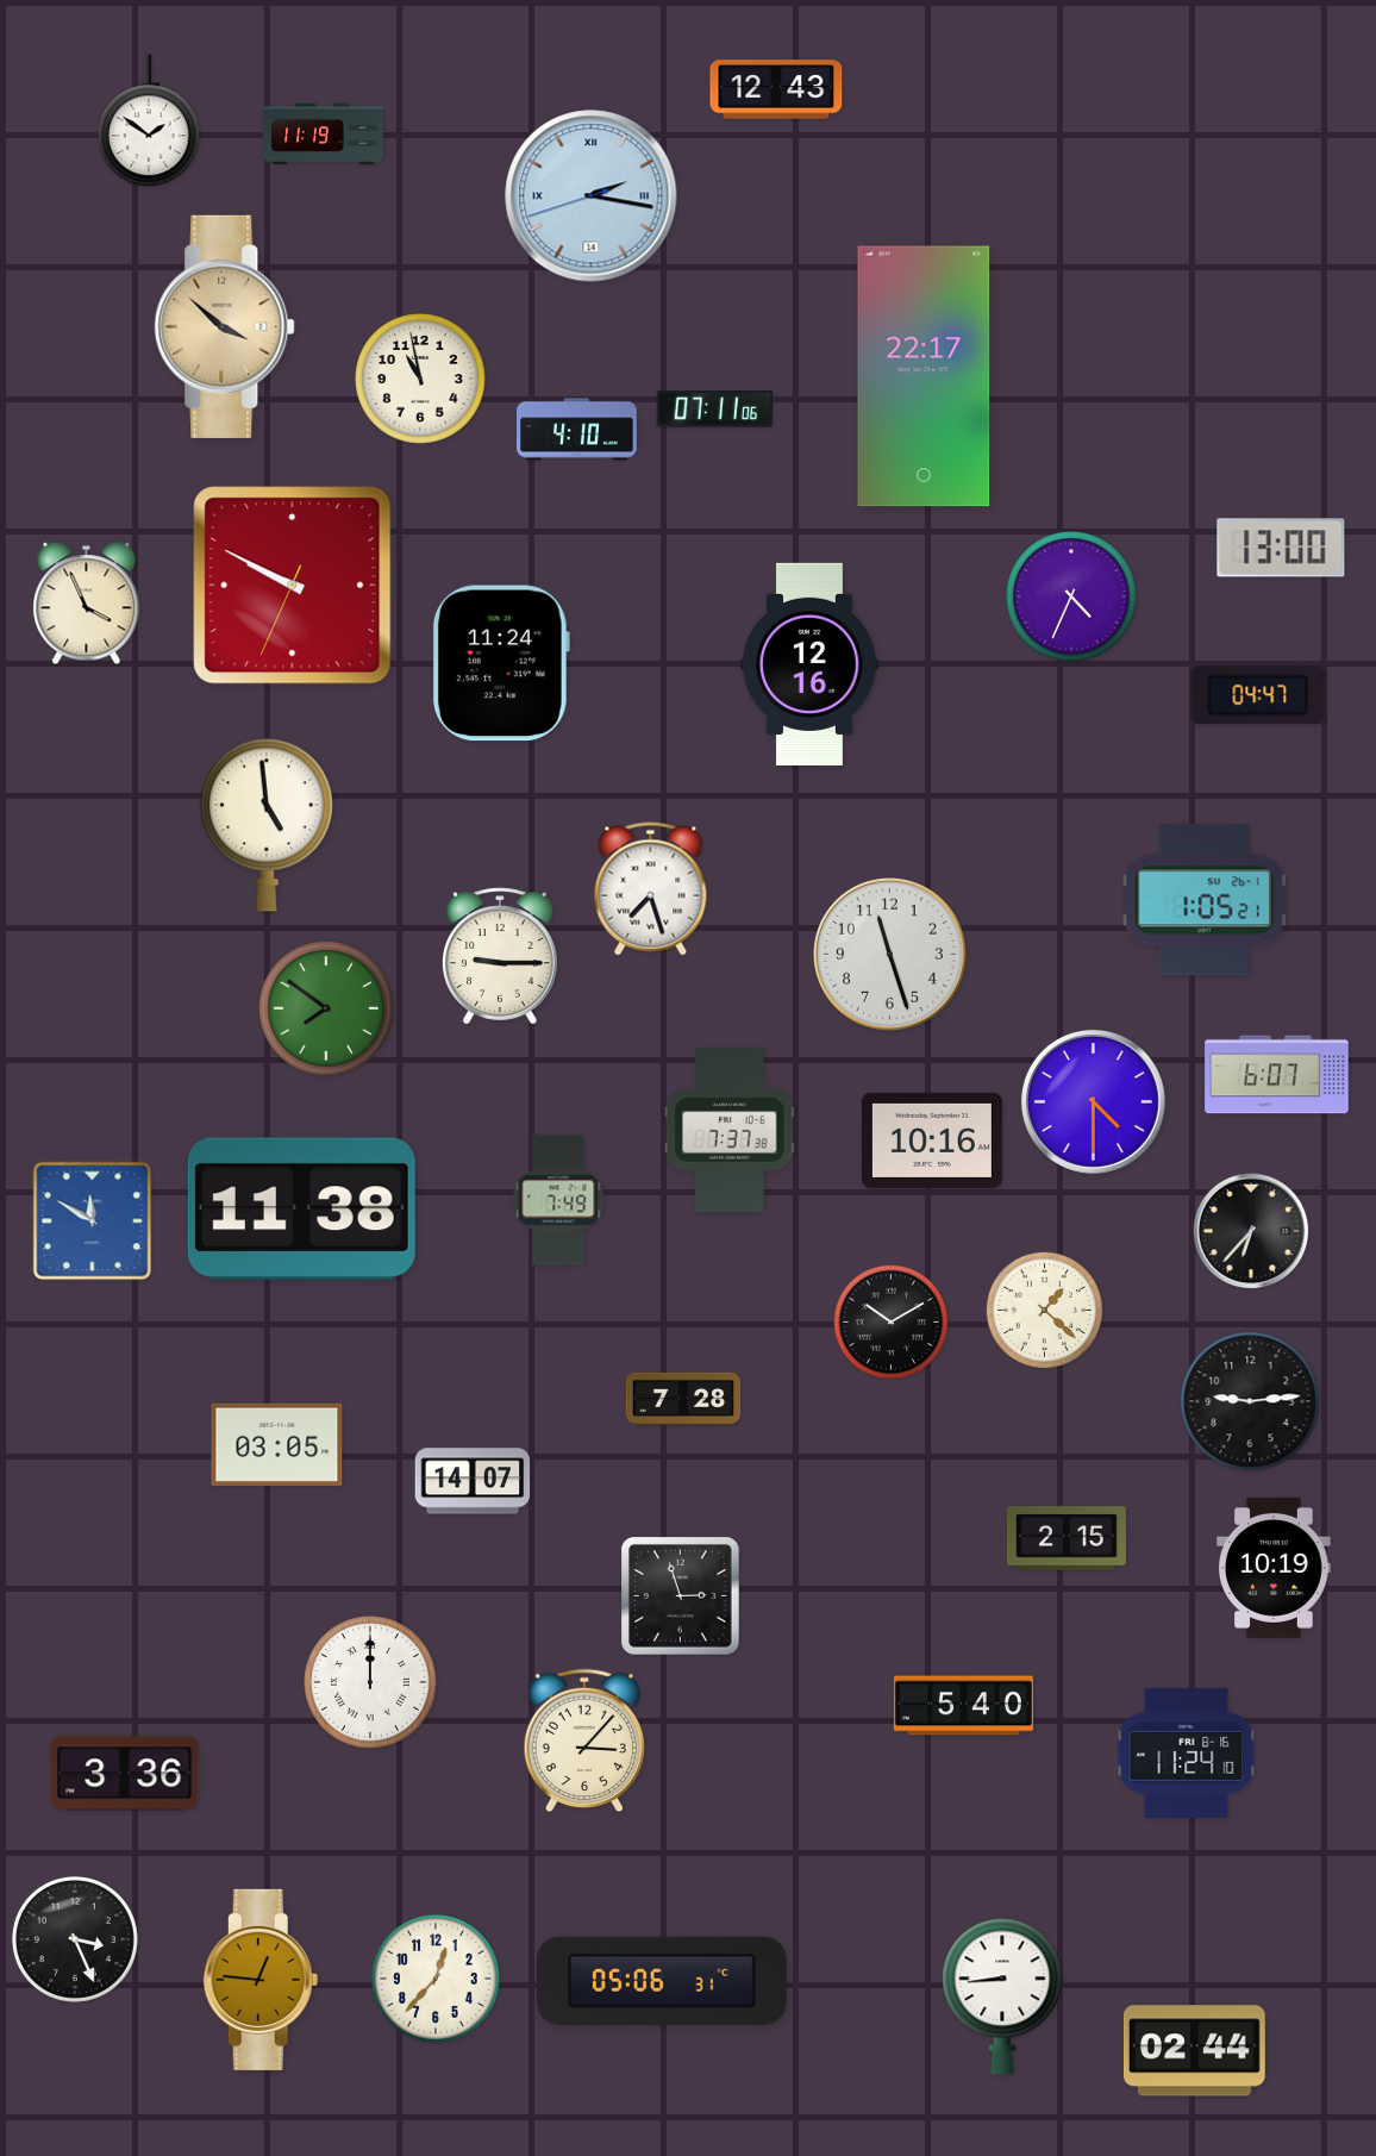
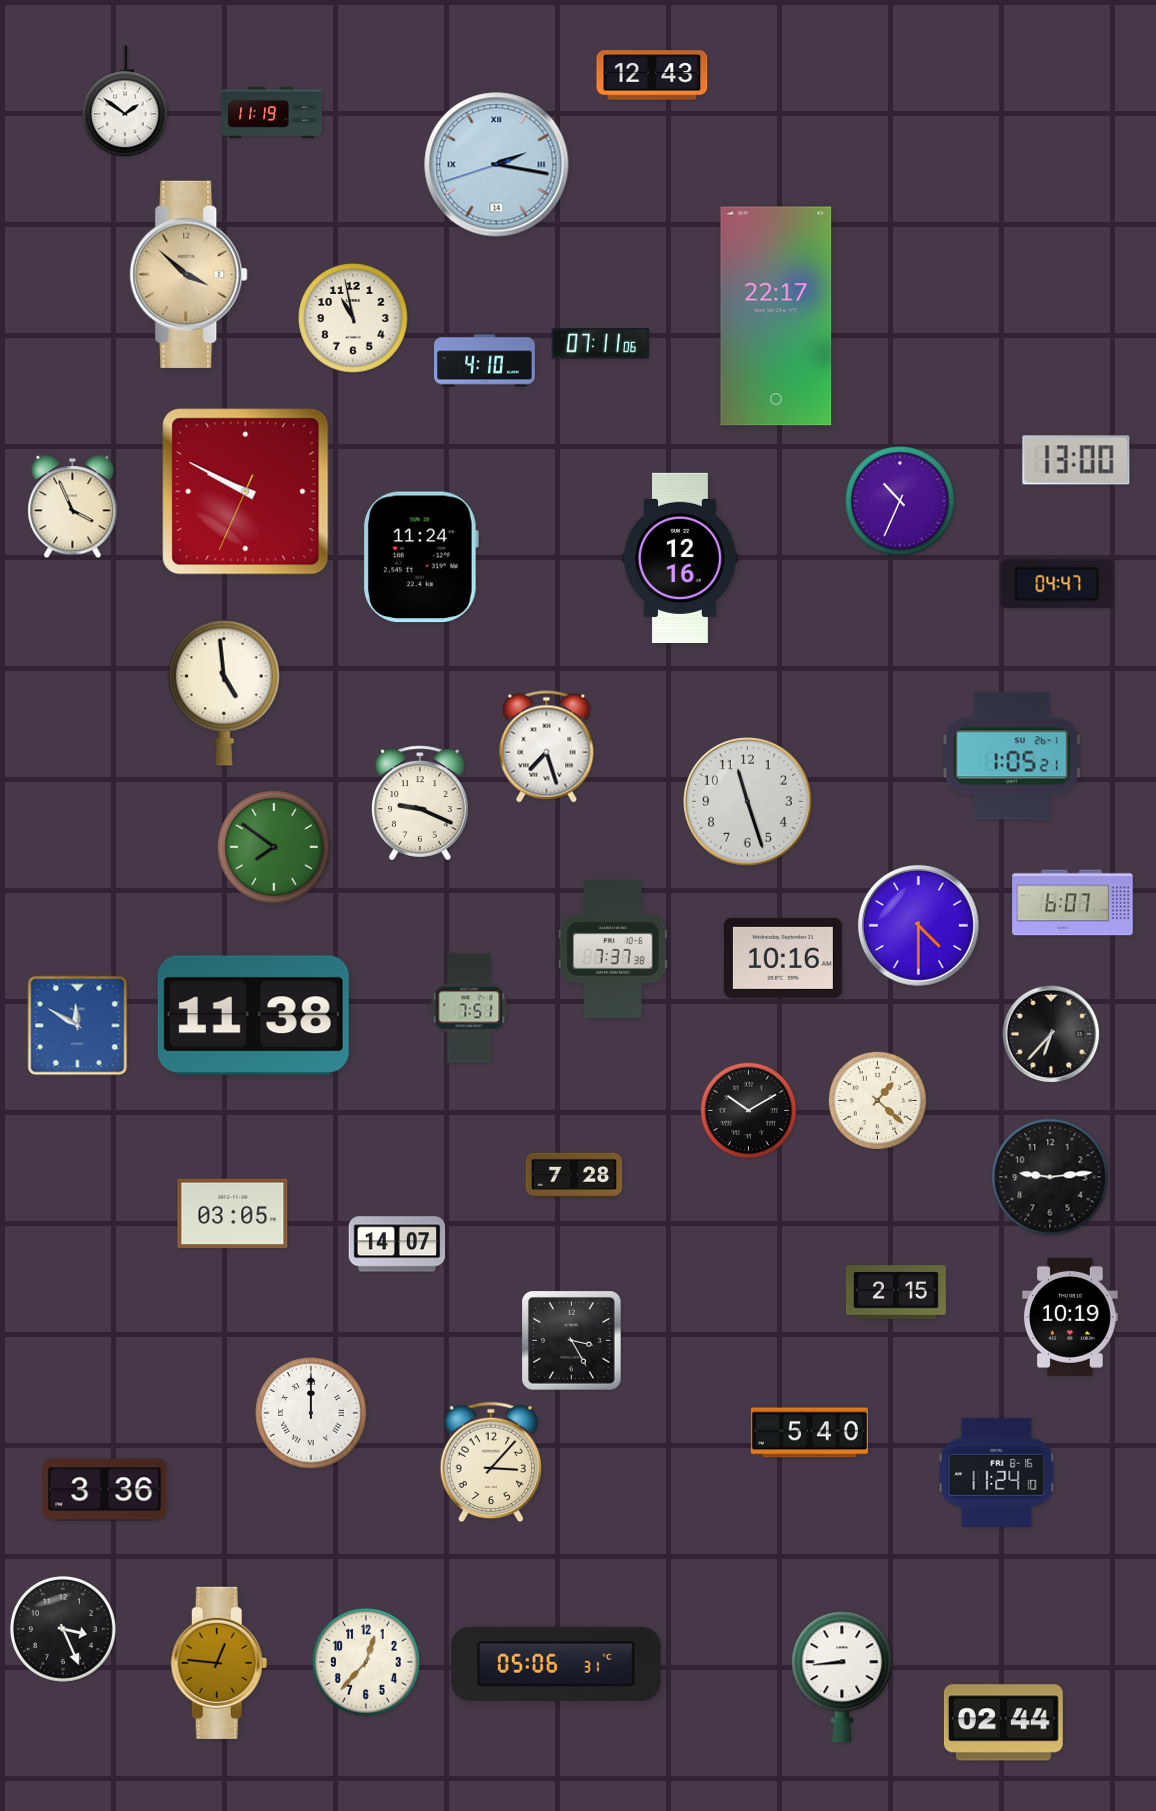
clock at (1071, 596): 4:34 -> 10:34
clock at (501, 956): 9:15 -> 9:19
clock at (558, 1200): 7:49 -> 7:51
clock at (681, 1596): 2:57 -> 3:25
